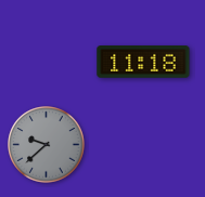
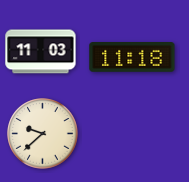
clock at (41, 52): none -> 11:03
clock at (47, 145) dial: grey -> cream
